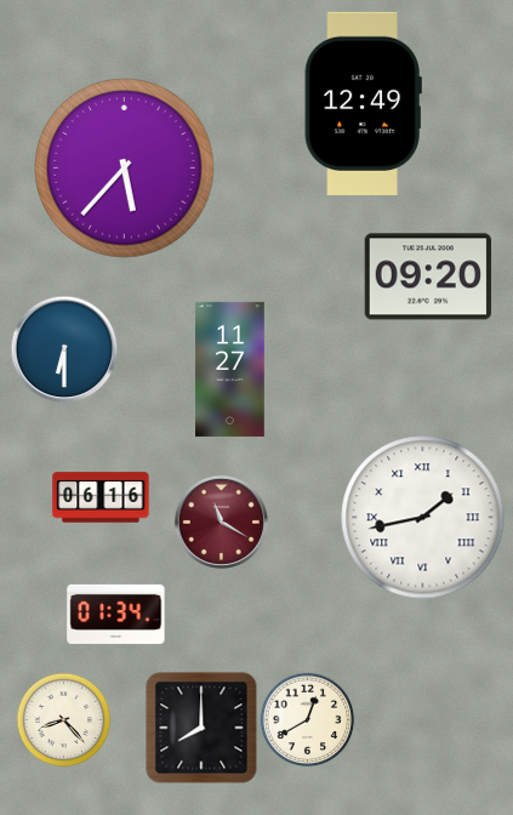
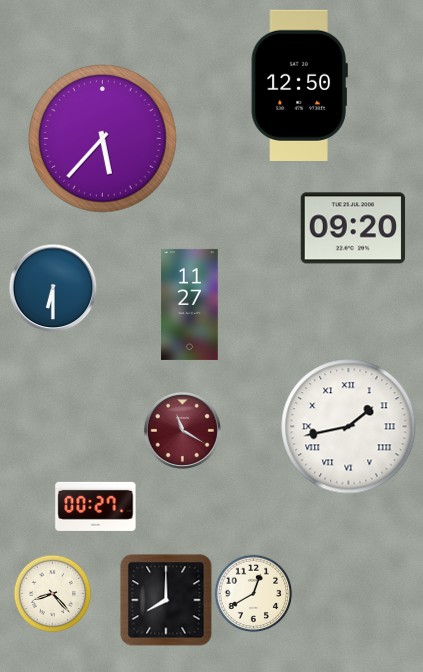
clock at (363, 103): 12:49 -> 12:50
clock at (101, 497): 06:16 -> none
clock at (116, 614): 01:34 -> 00:27
